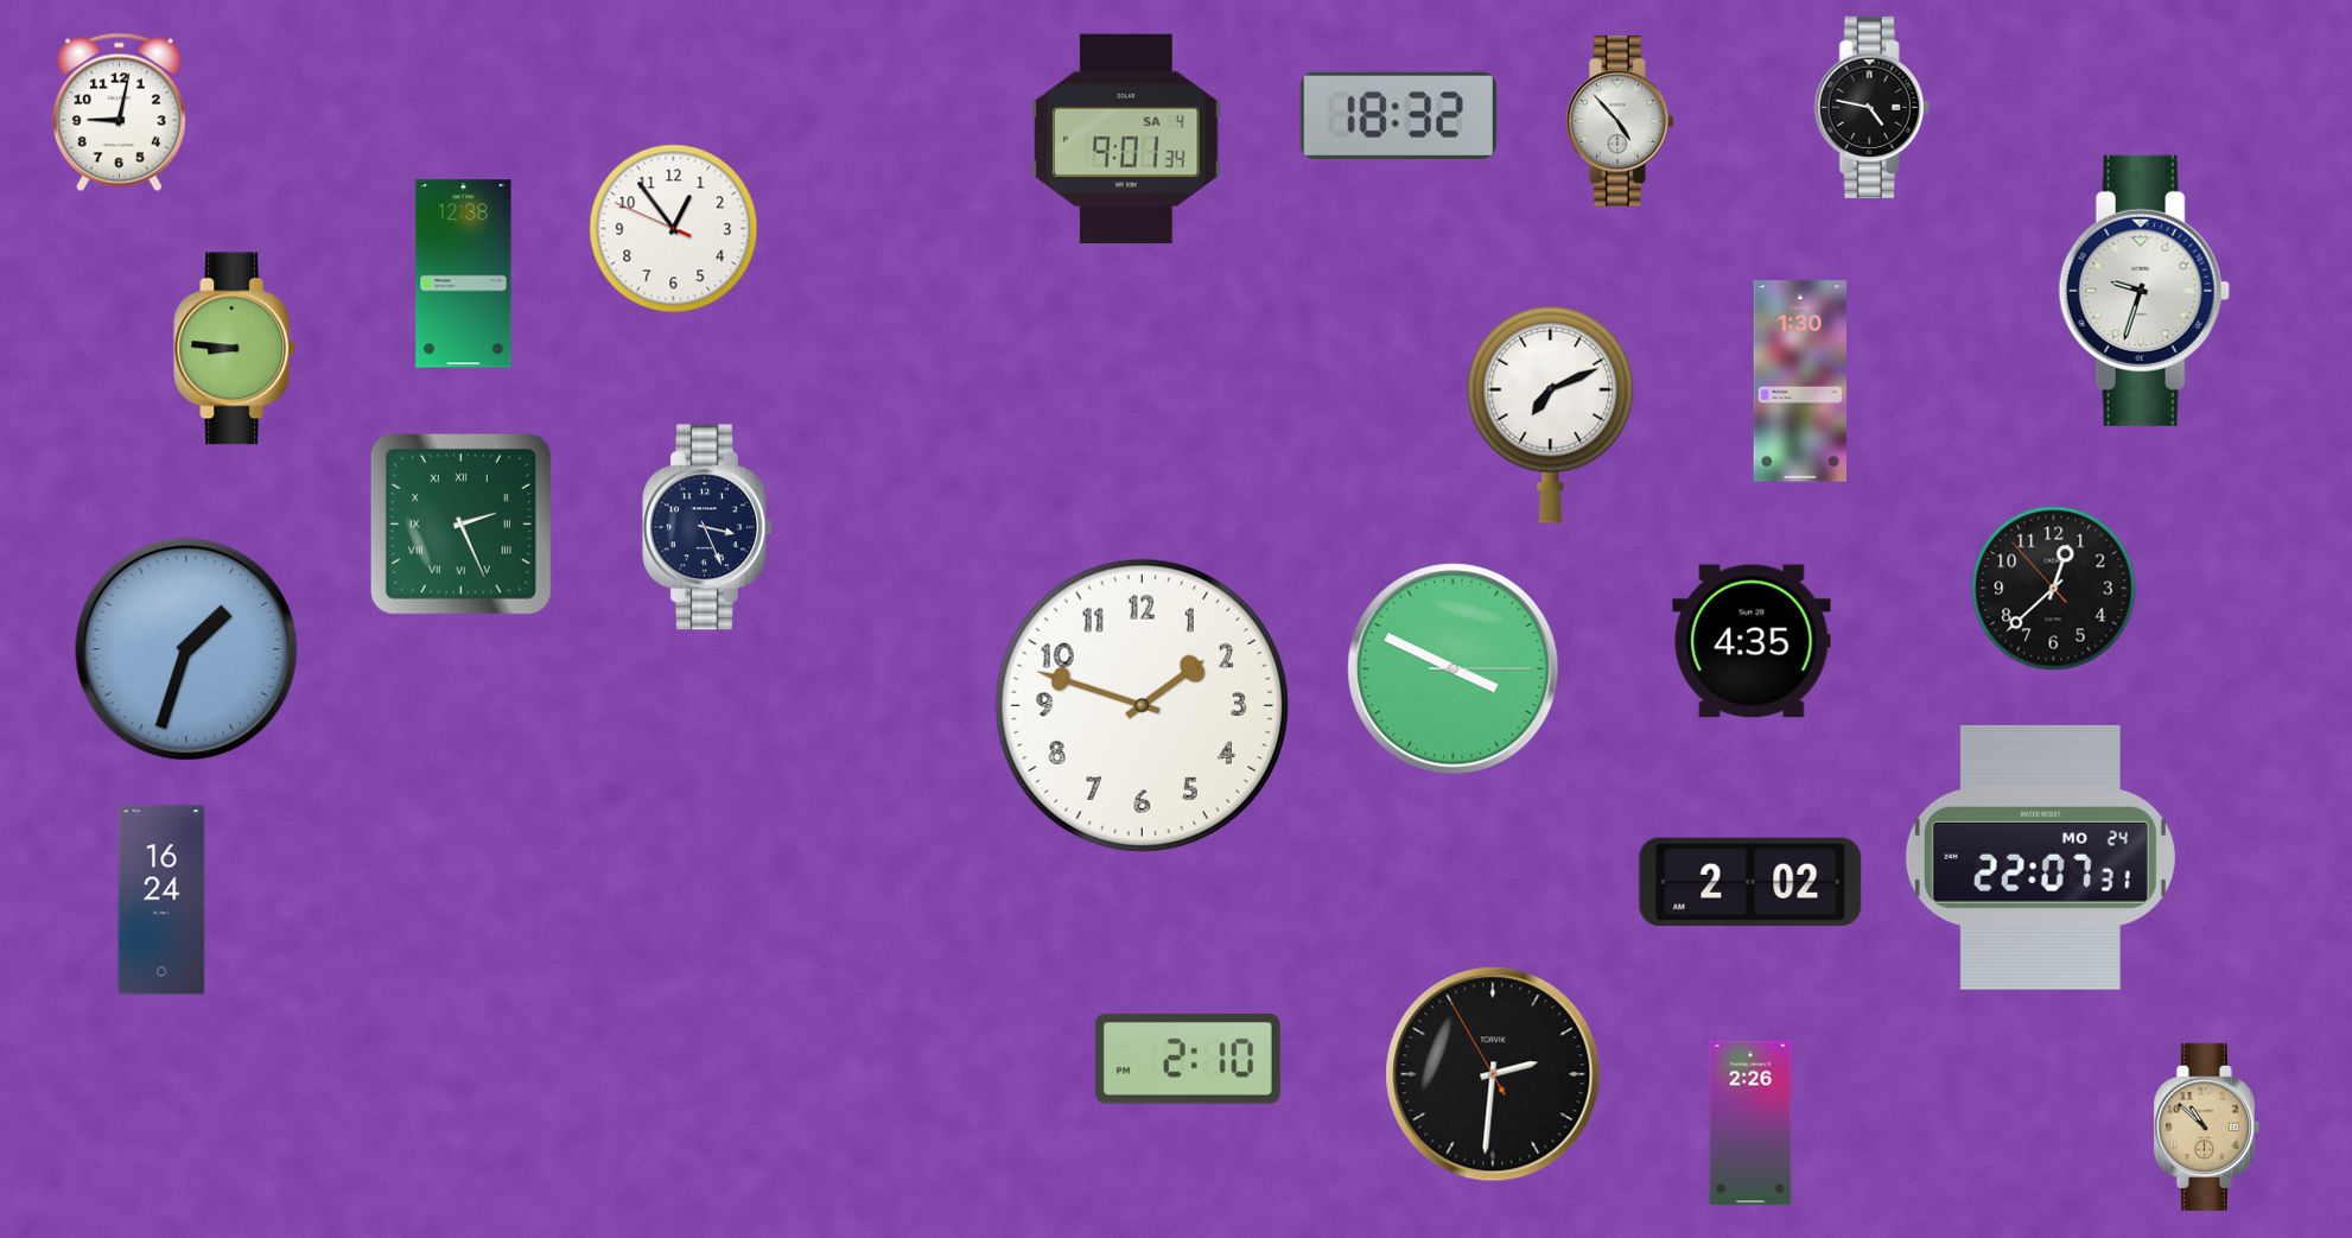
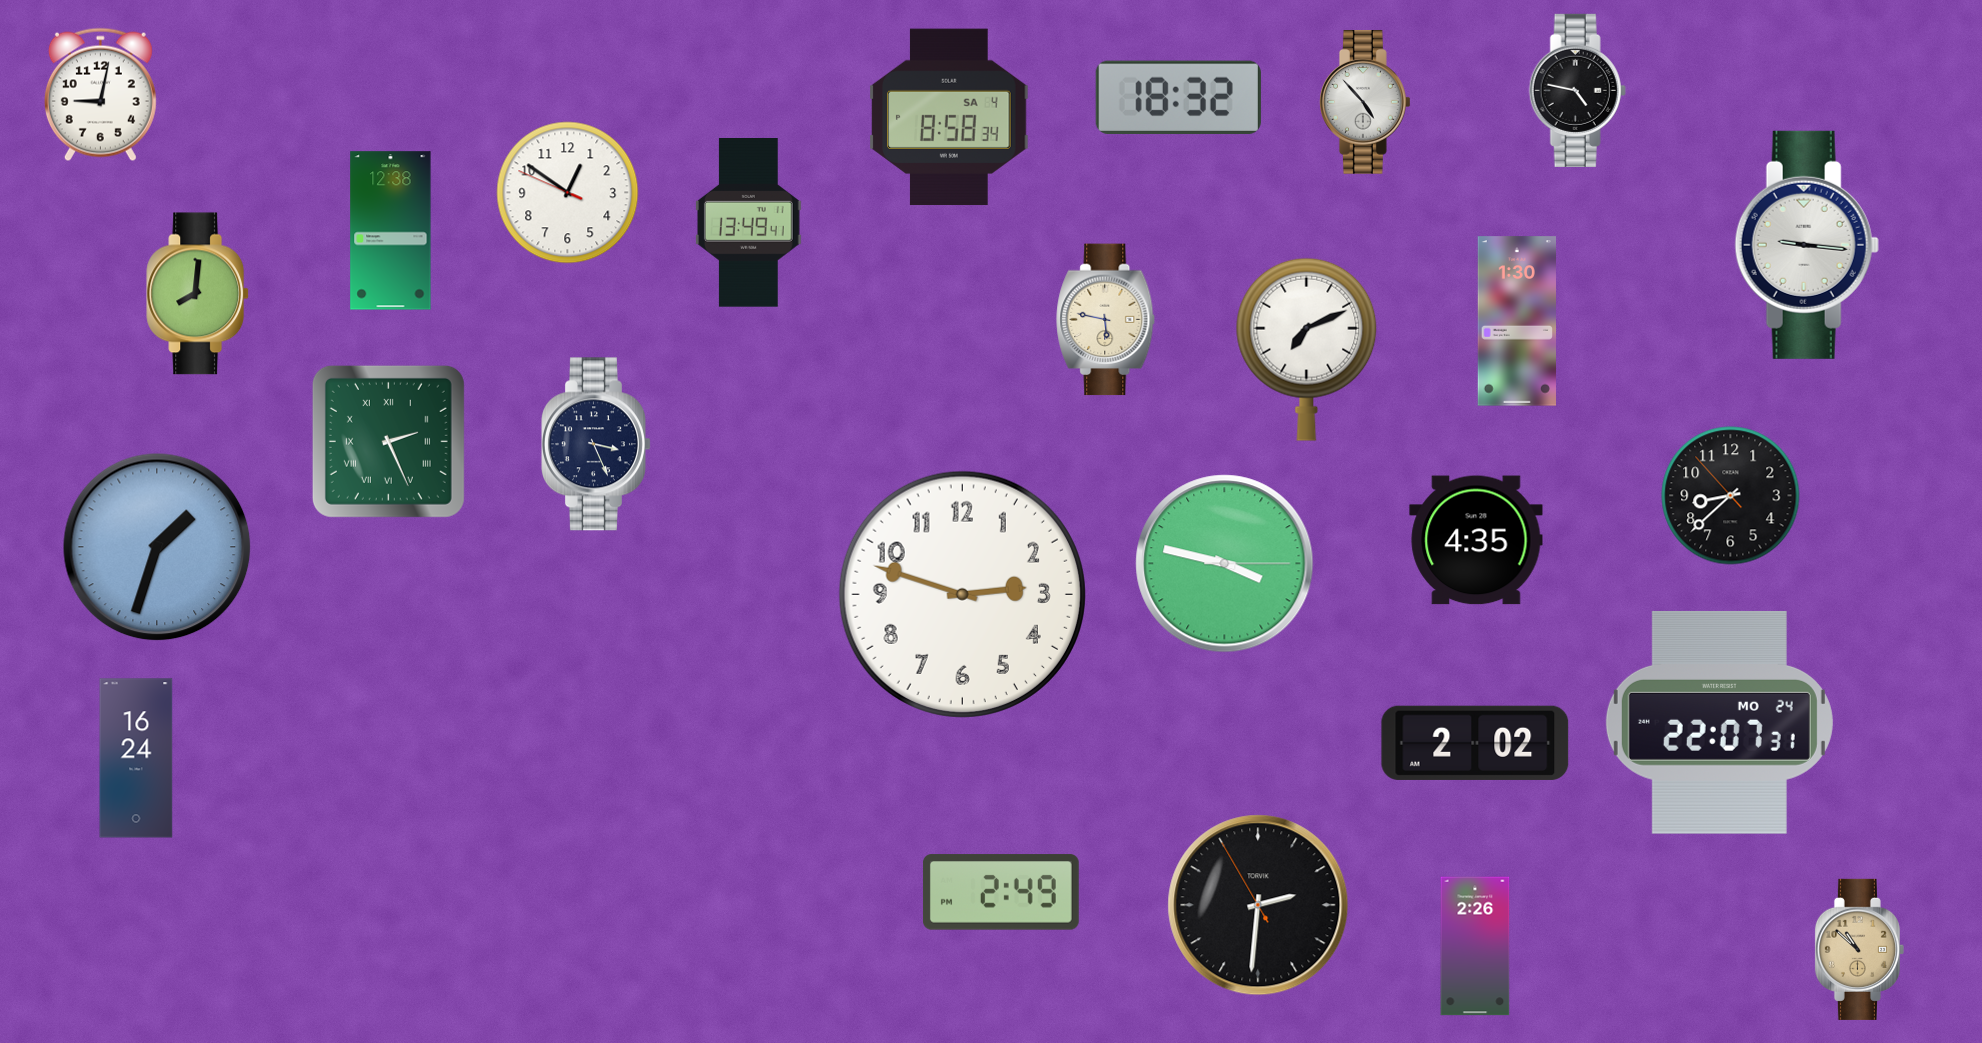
clock at (1126, 139): 9:01 -> 8:58
clock at (674, 229): 12:53 -> 12:50
clock at (748, 223): none -> 13:49
clock at (2144, 291): 9:33 -> 9:16
clock at (235, 349): 8:46 -> 8:01
clock at (1106, 320): none -> 5:47
clock at (2054, 589): 12:37 -> 8:37
clock at (1454, 669): 3:49 -> 3:47
clock at (1142, 705): 1:48 -> 2:48
clock at (1188, 1059): 2:10 -> 2:49
